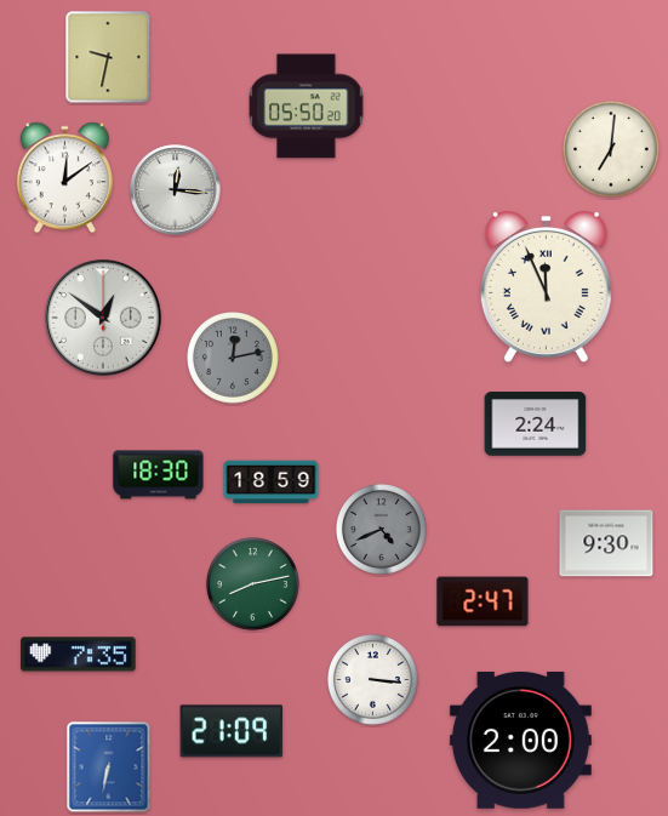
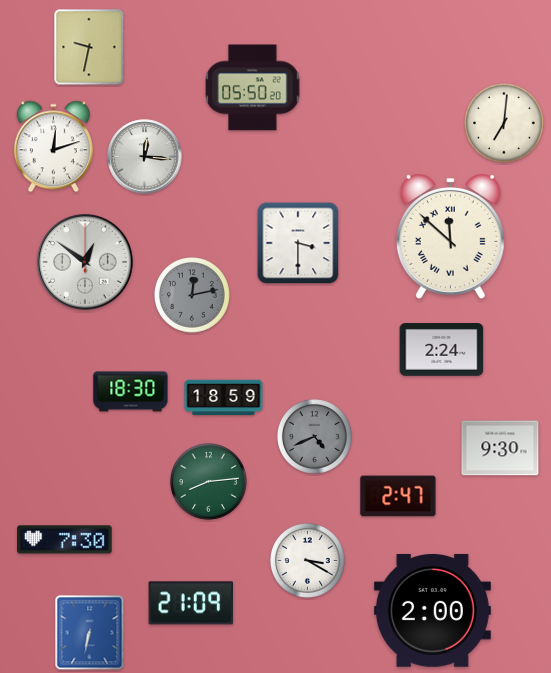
clock at (64, 178): 12:09 -> 12:12
clock at (546, 286): 11:56 -> 11:52
clock at (298, 243): none -> 3:30
clock at (253, 584): 8:13 -> 8:14
clock at (79, 655): 7:35 -> 7:30
clock at (372, 680): 3:16 -> 3:20
clock at (520, 740) position: (520, 740) -> (432, 610)
